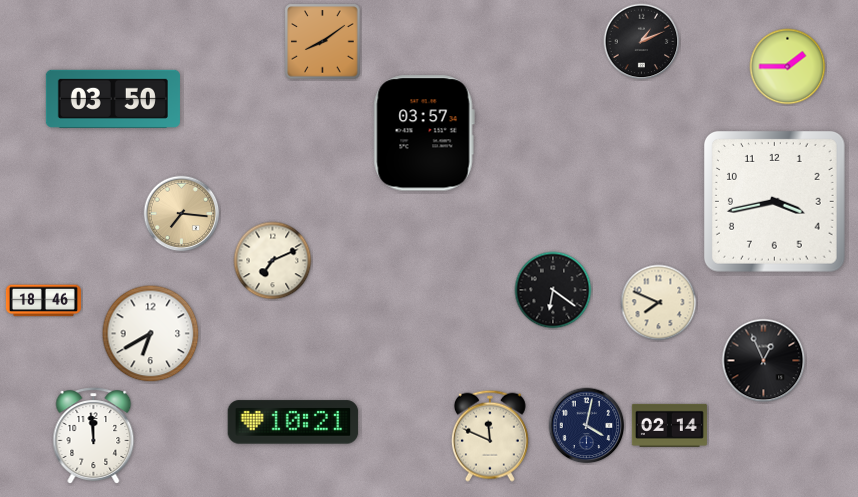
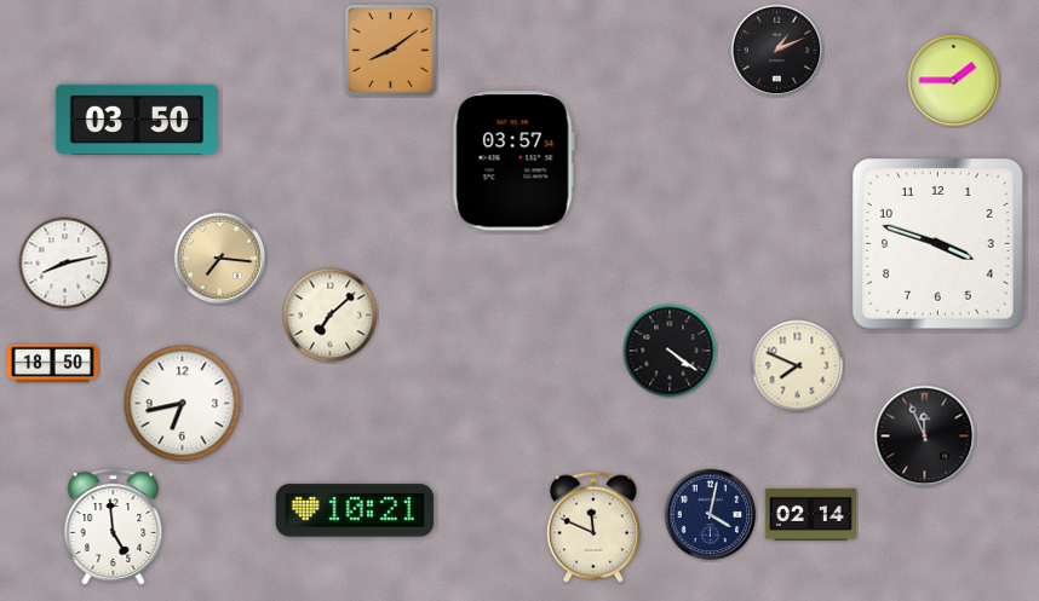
clock at (775, 202): 3:43 -> 3:48
clock at (65, 264): none -> 8:13
clock at (273, 261): 7:11 -> 7:08
clock at (553, 290): 6:21 -> 4:21
clock at (43, 301): 18:46 -> 18:50
clock at (151, 334): 6:40 -> 6:43
clock at (764, 361): 12:56 -> 11:56
clock at (94, 436): 11:59 -> 4:59
